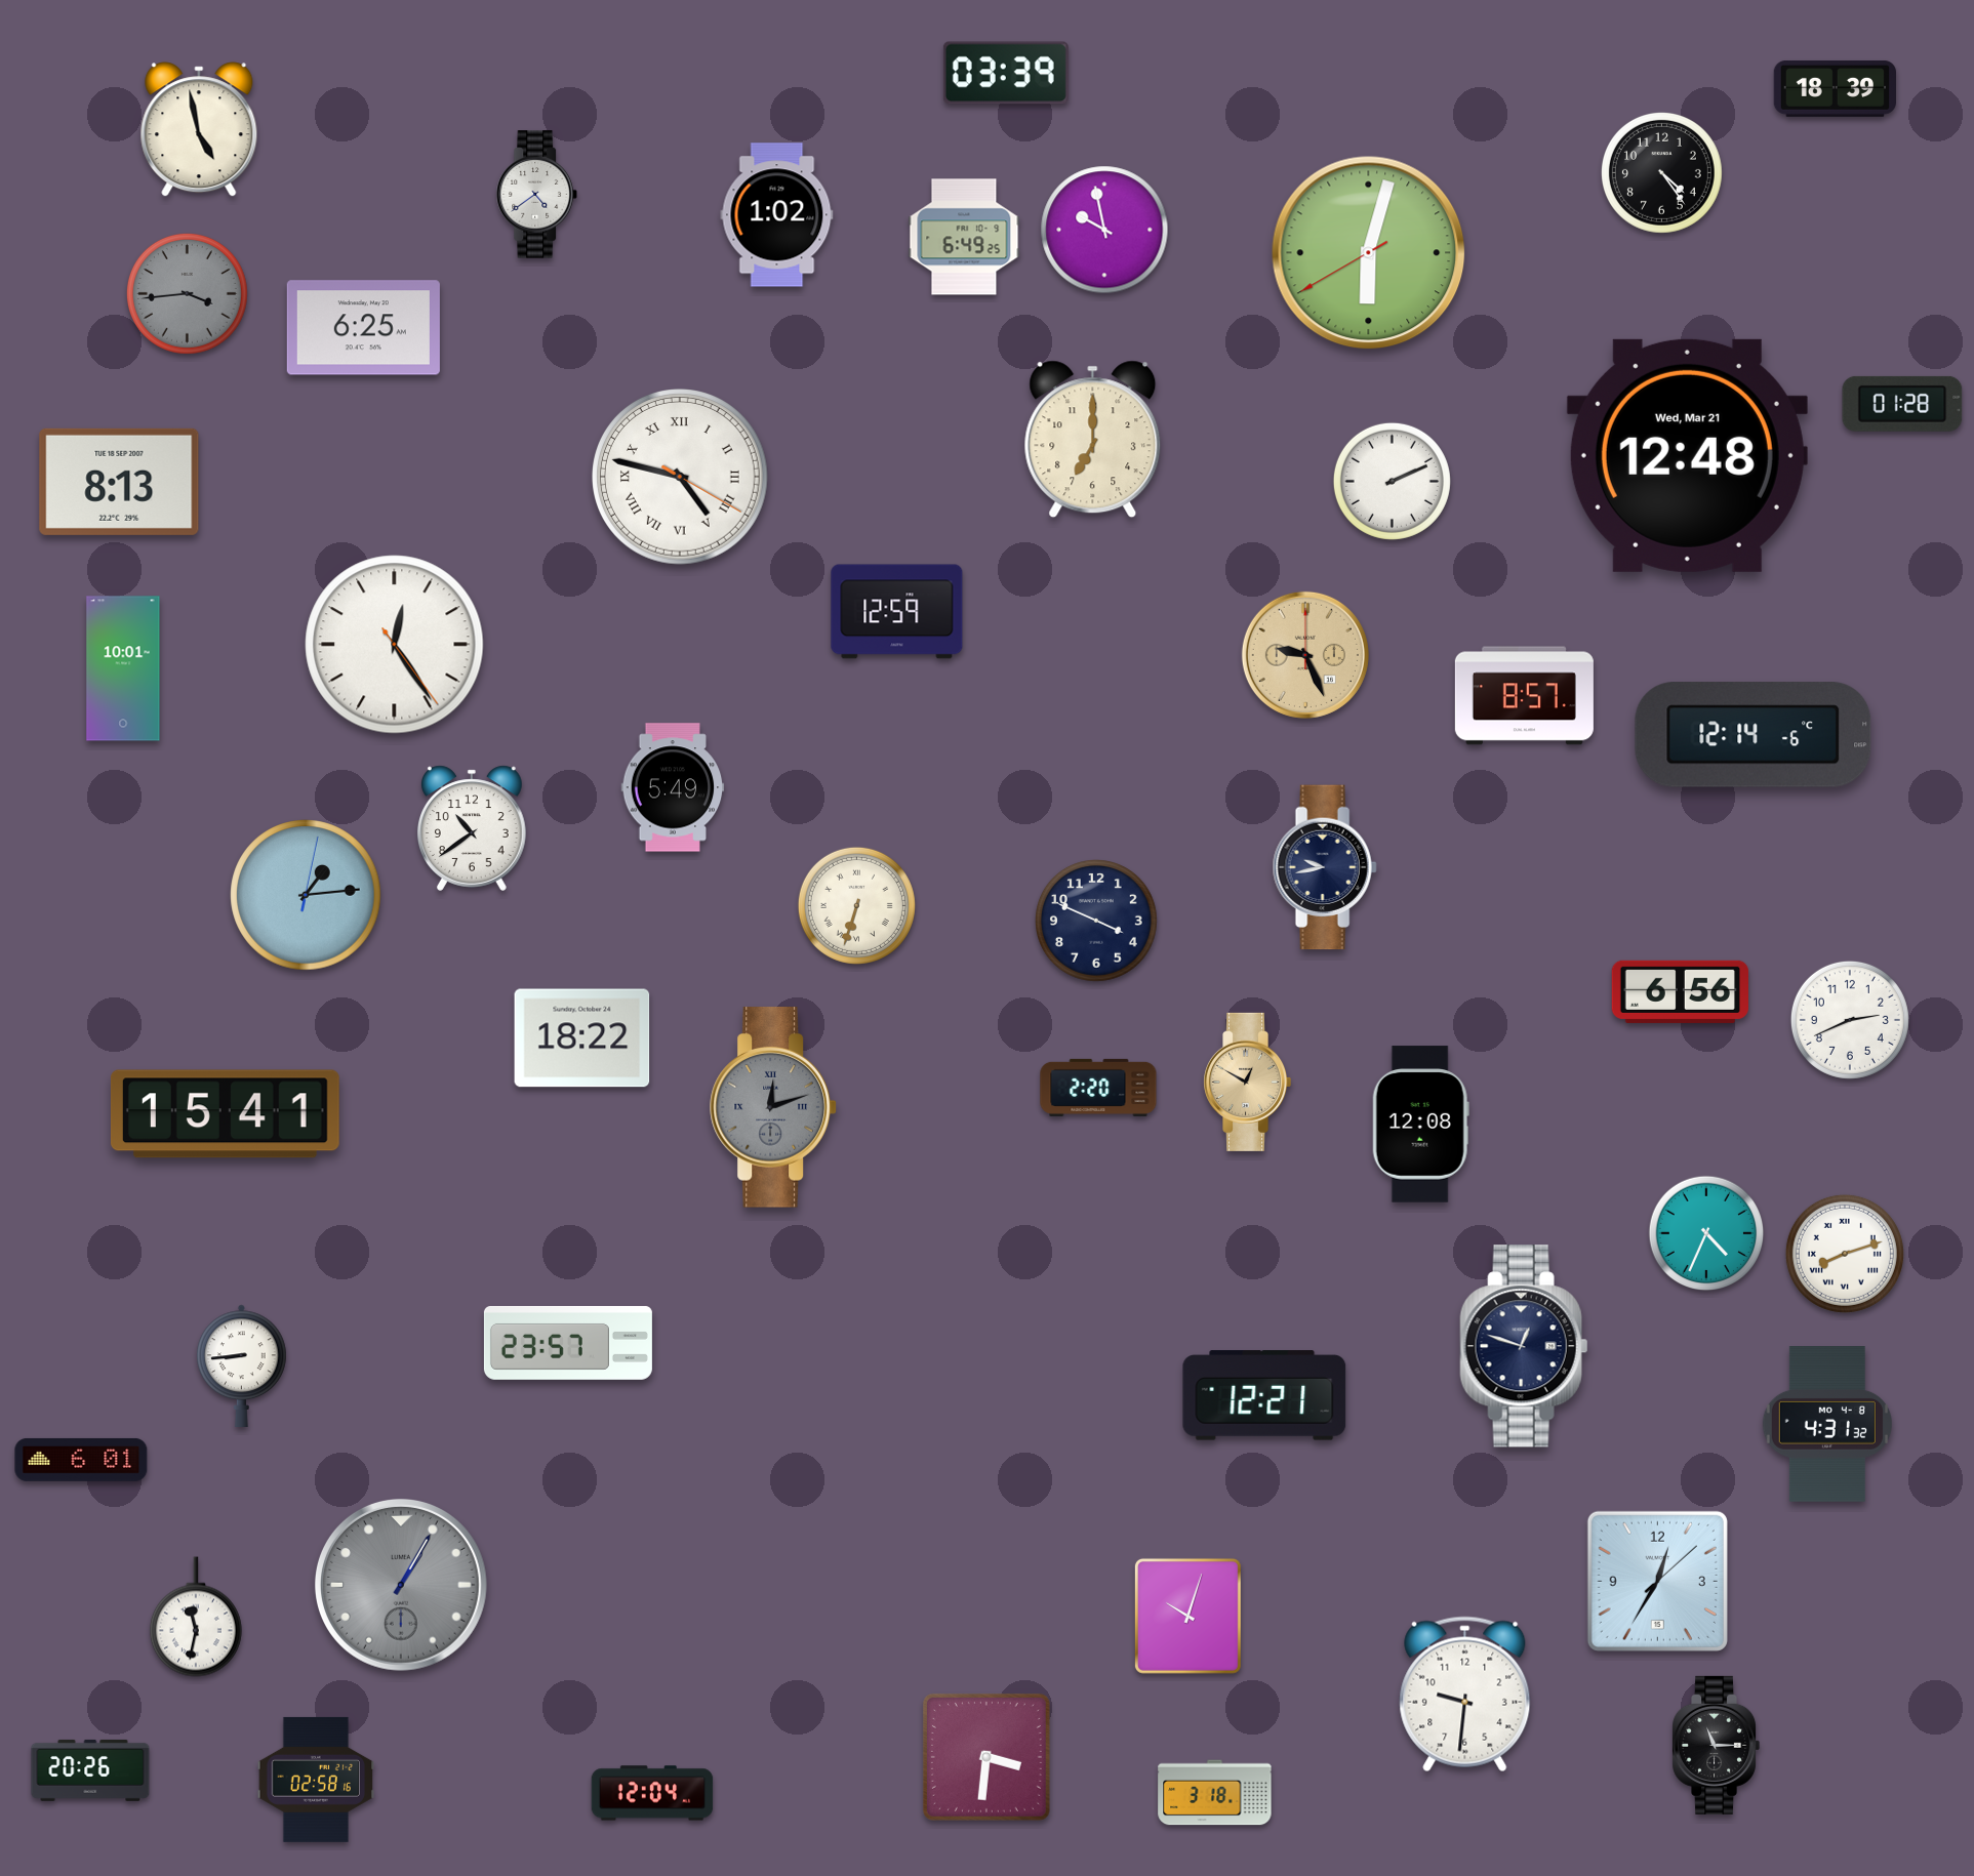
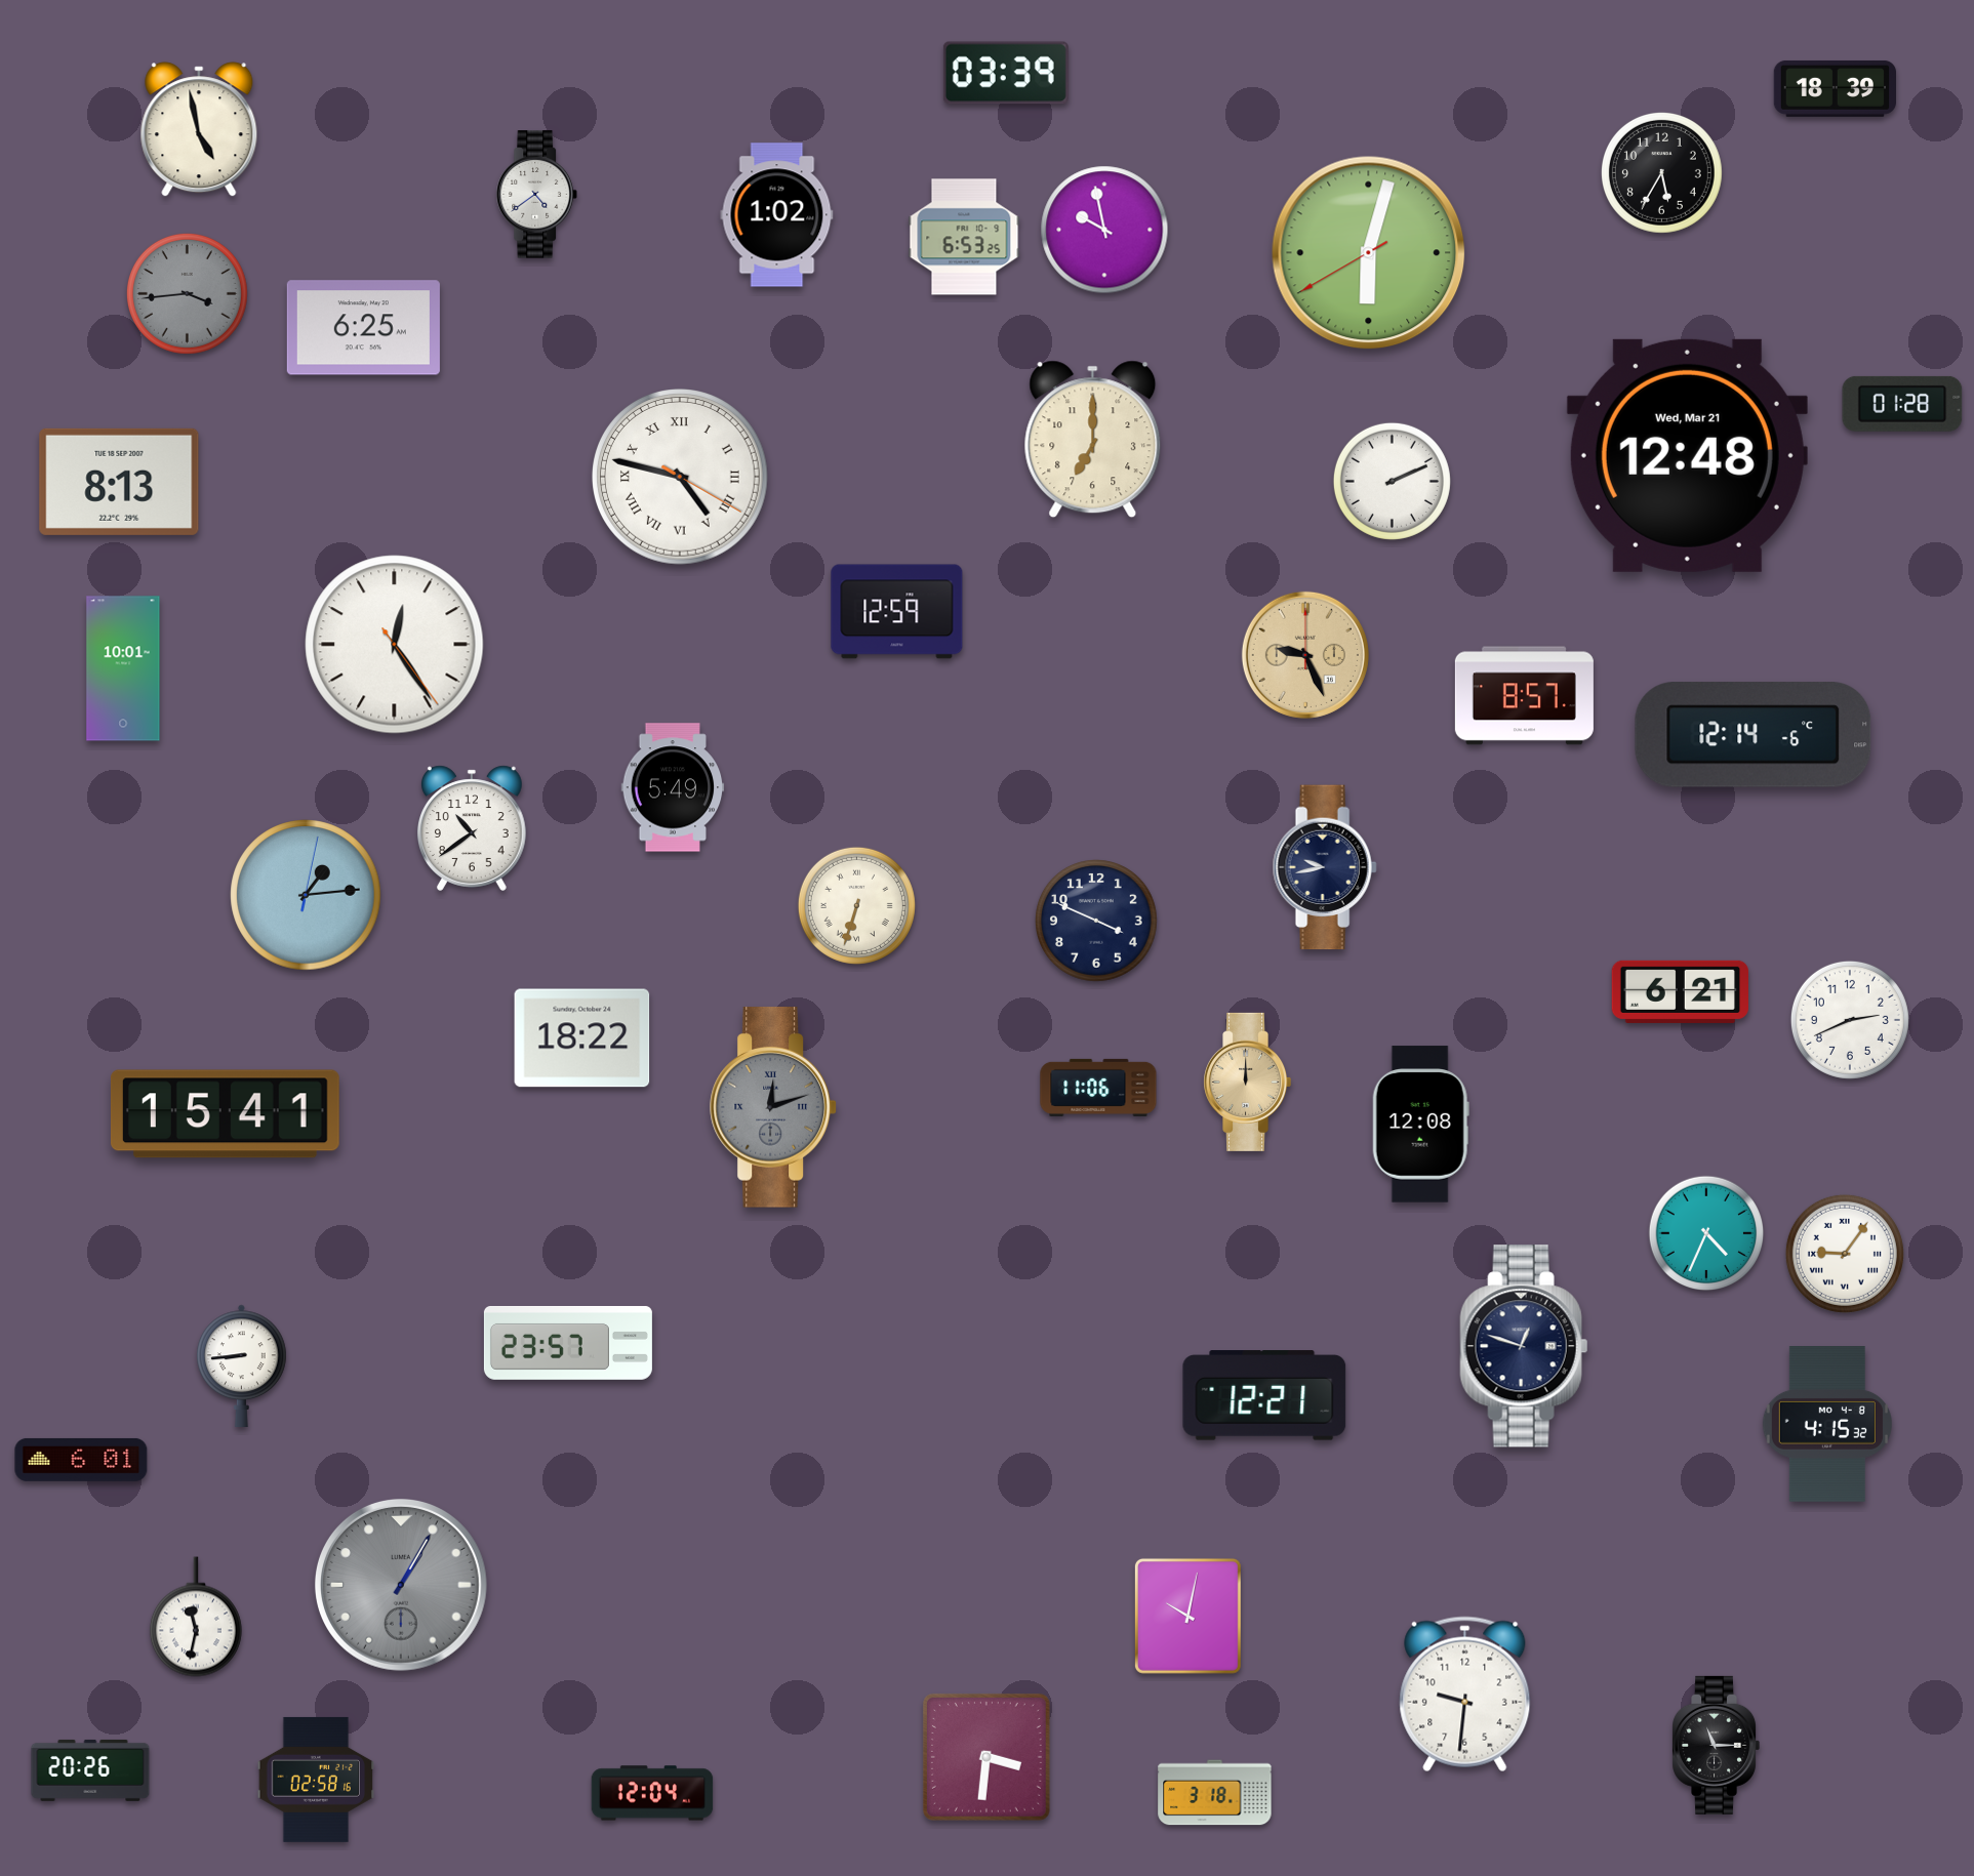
clock at (1661, 172): 4:24 -> 5:35
clock at (964, 237): 6:49 -> 6:53
clock at (1681, 991): 6:56 -> 6:21
clock at (1248, 1082): 12:50 -> 12:00
clock at (1098, 1088): 2:20 -> 11:06
clock at (1845, 1254): 8:12 -> 9:06
clock at (1827, 1425): 4:31 -> 4:15
clock at (1657, 1581): 12:35 -> none
clock at (1187, 1616): 10:03 -> 10:02
